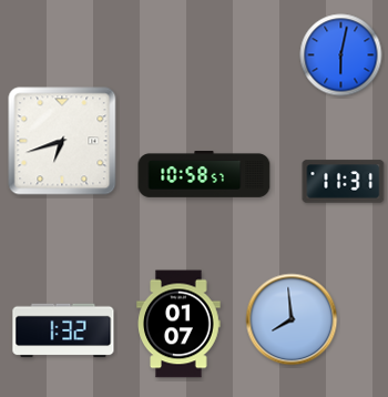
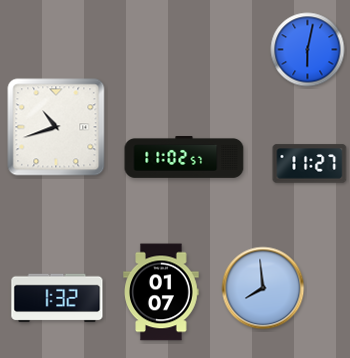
clock at (62, 141): 6:42 -> 10:42
clock at (204, 174): 10:58 -> 11:02
clock at (344, 182): 11:31 -> 11:27
